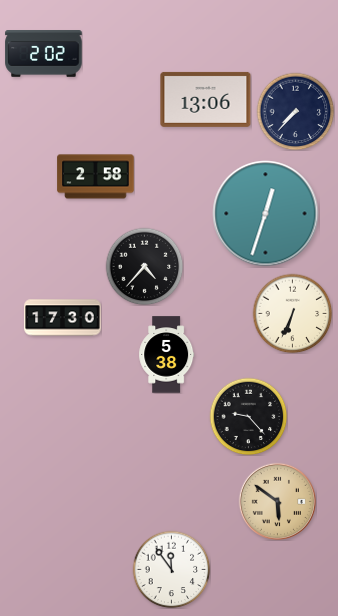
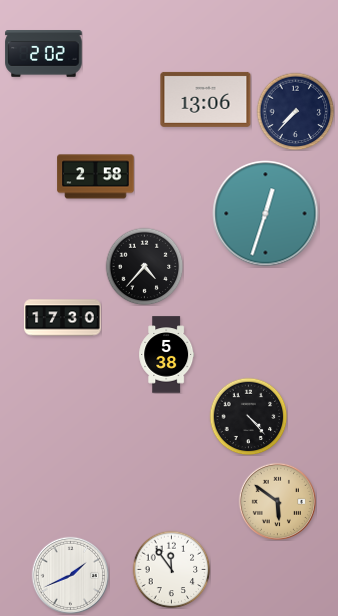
clock at (292, 313): 6:34 -> none
clock at (248, 416): 9:23 -> 4:23
clock at (70, 575): none -> 1:41
